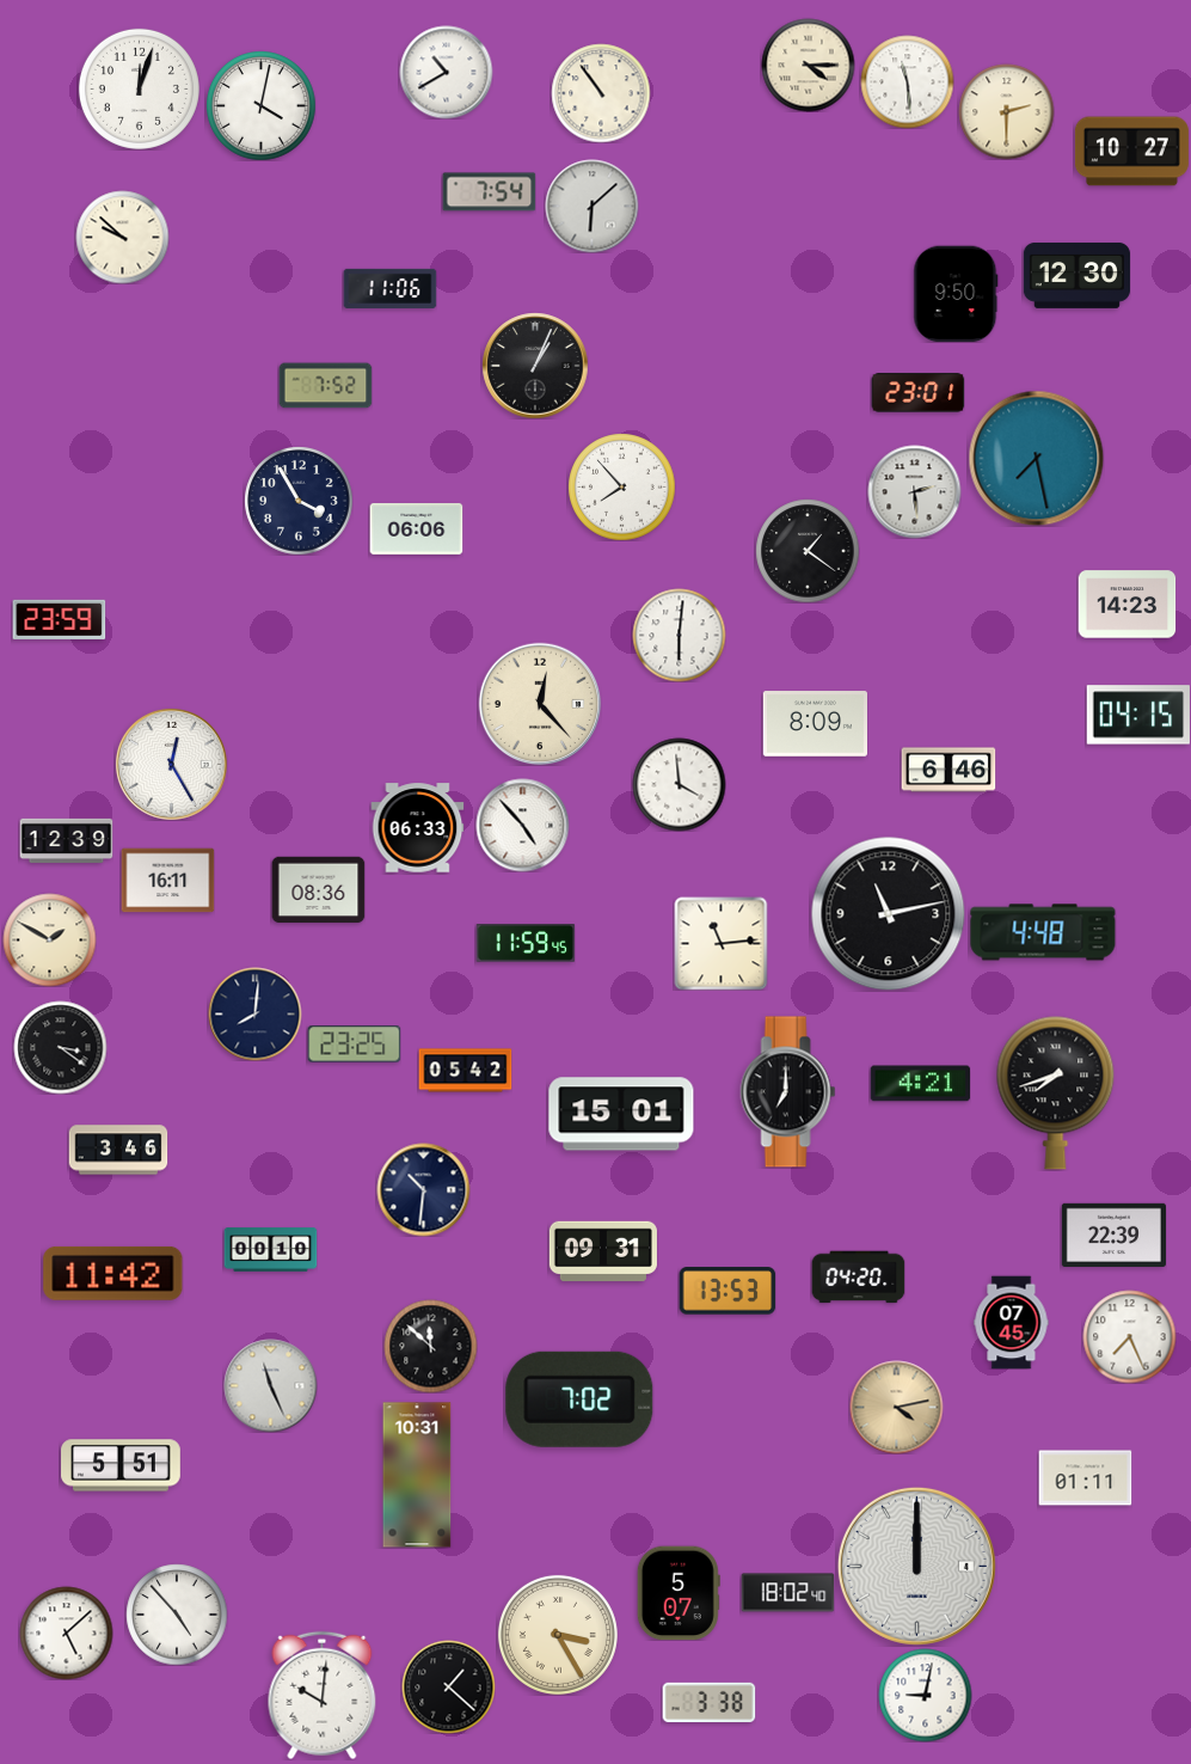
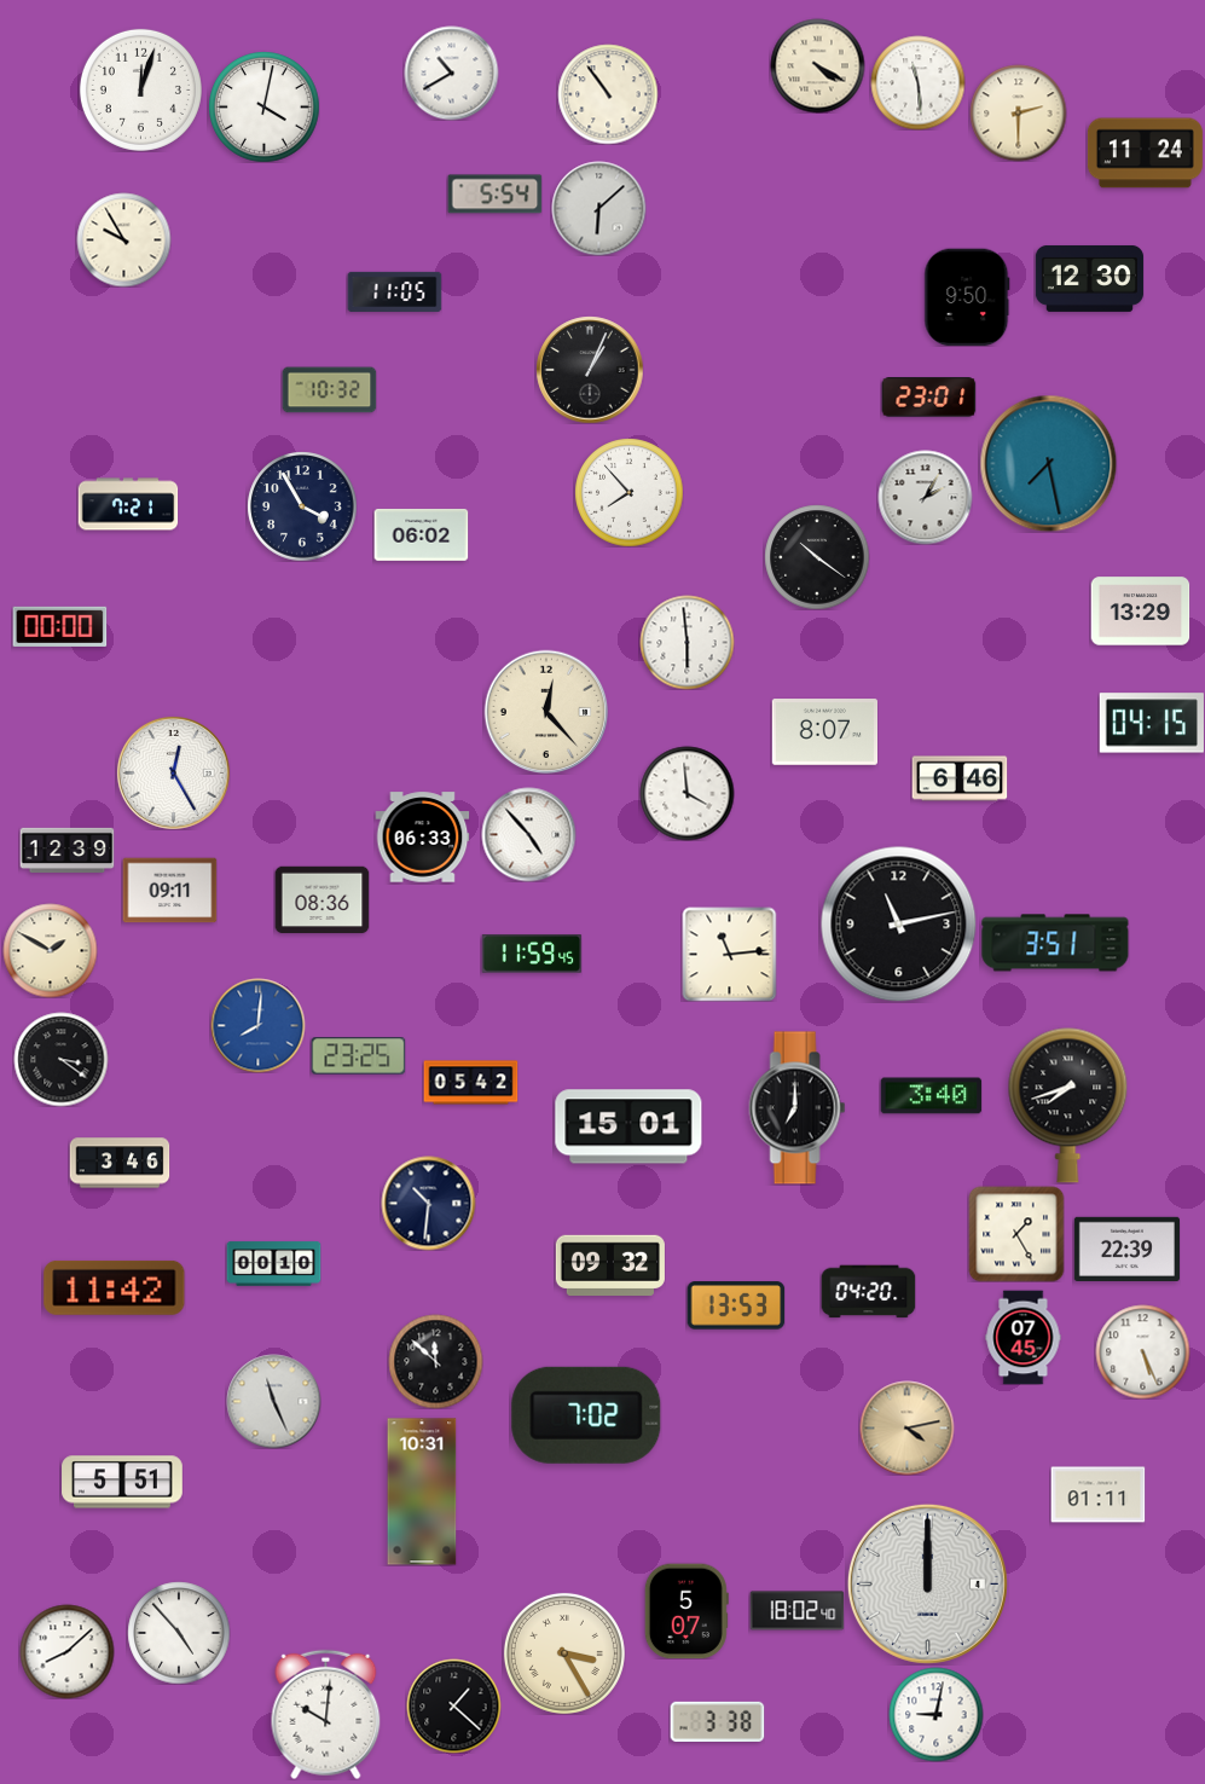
clock at (808, 65): 4:15 -> 4:20
clock at (1131, 152): 10:27 -> 11:24
clock at (489, 192): 7:54 -> 5:54
clock at (122, 237): 9:52 -> 9:55
clock at (389, 288): 11:06 -> 11:05
clock at (535, 366) position: (535, 366) -> (590, 370)
clock at (325, 386): 7:52 -> 10:32
clock at (914, 491): 2:29 -> 2:05
clock at (128, 504): none -> 7:21
clock at (416, 529): 06:06 -> 06:02
clock at (808, 551): 1:21 -> 10:21
clock at (1126, 605): 14:23 -> 13:29
clock at (59, 619): 23:59 -> 00:00
clock at (679, 635): 6:01 -> 5:59
clock at (815, 724): 8:09 -> 8:07
clock at (167, 881): 16:11 -> 09:11
clock at (1043, 932): 4:48 -> 3:51
clock at (254, 1013) dial: navy -> blue
clock at (920, 1084): 4:21 -> 3:40
clock at (788, 1092) position: (788, 1092) -> (798, 1108)
clock at (1016, 1234): none -> 1:25
clock at (603, 1251): 09:31 -> 09:32
clock at (1129, 1336): 7:26 -> 5:26
clock at (896, 1407) position: (896, 1407) -> (906, 1427)
clock at (66, 1633): 5:08 -> 8:08
